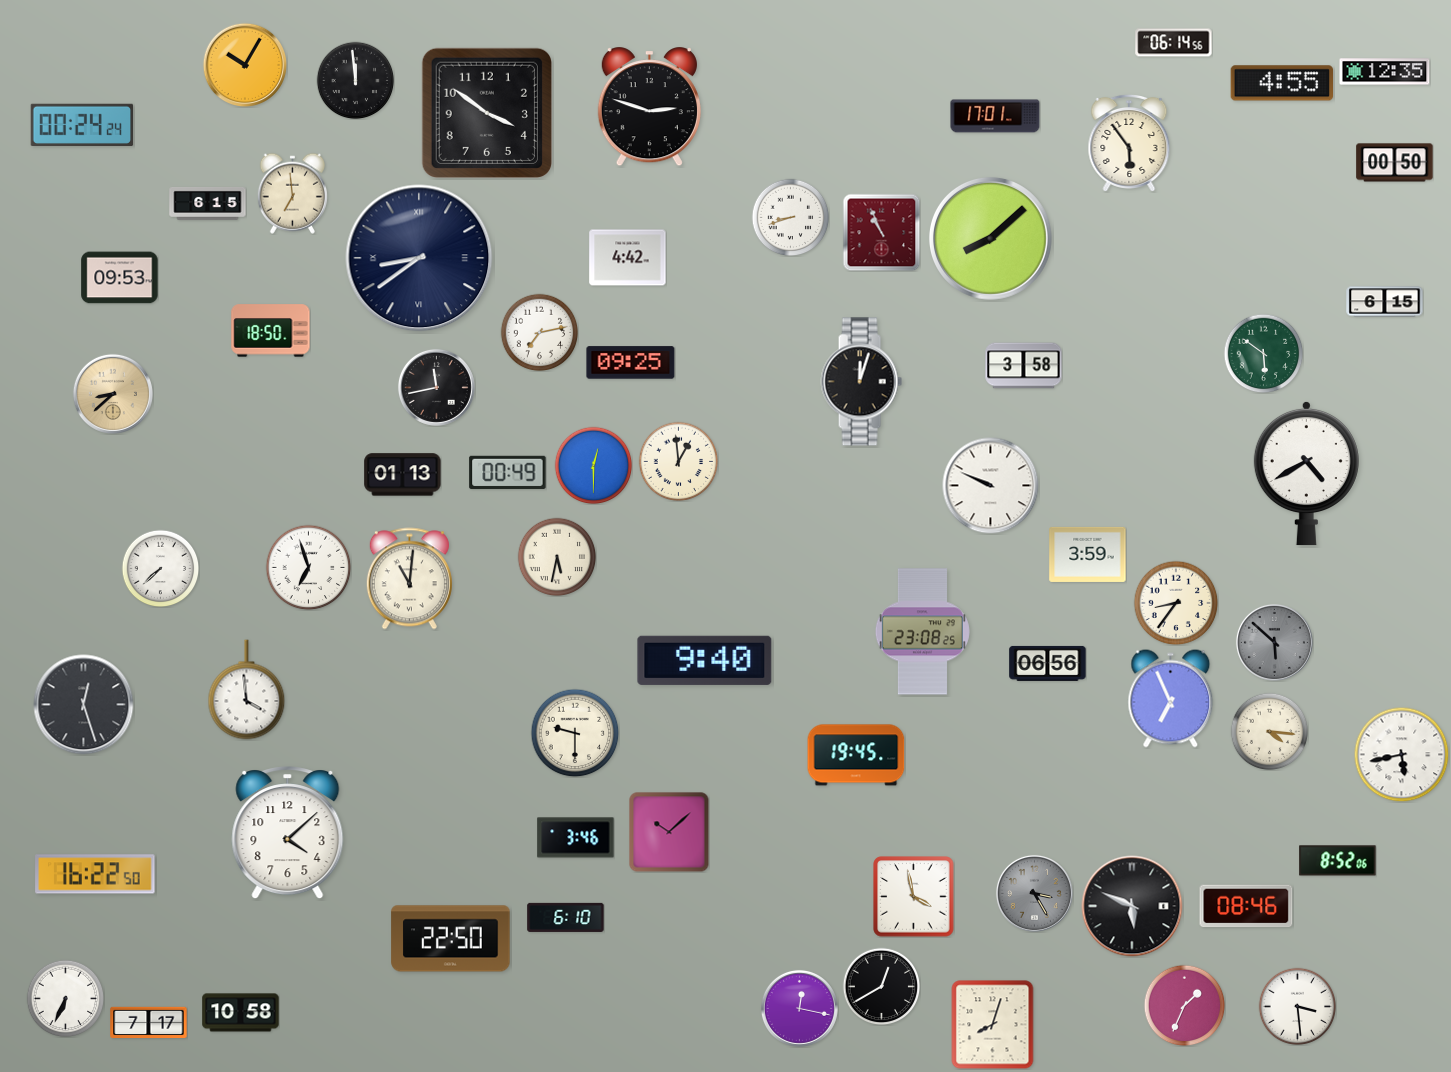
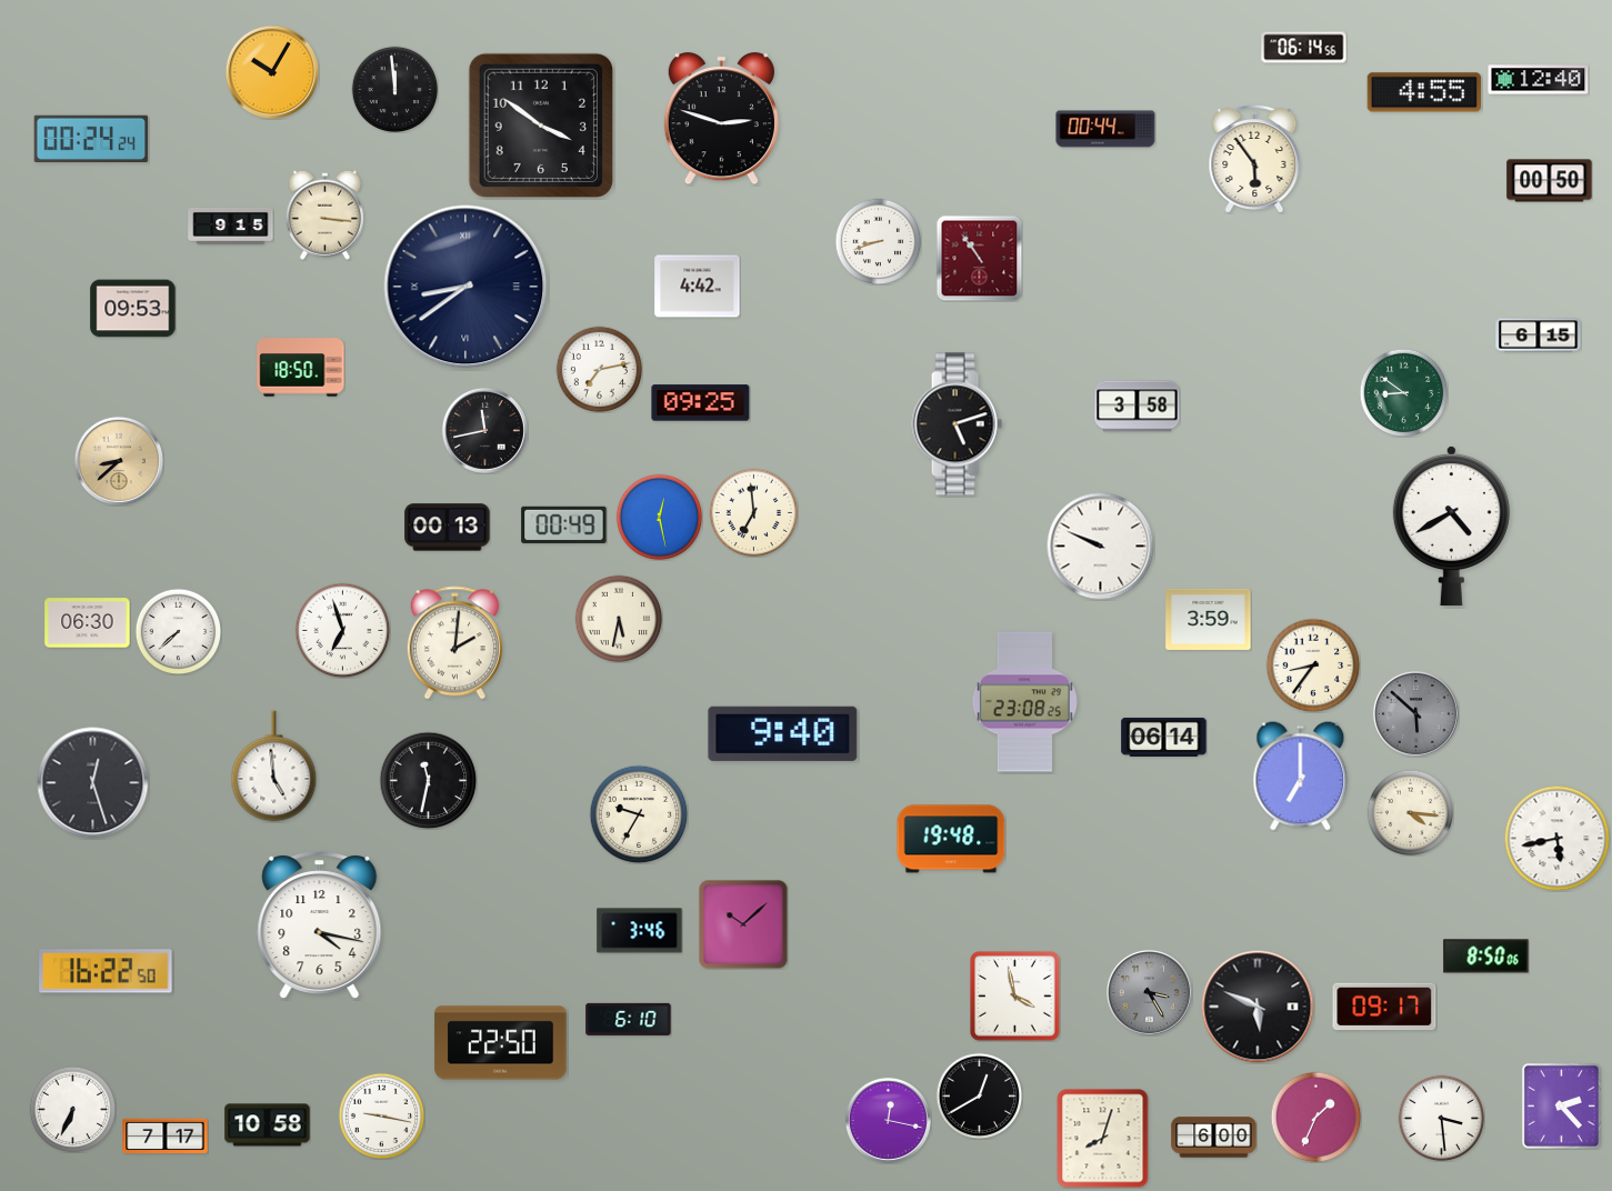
clock at (1385, 72): 12:35 -> 12:40
clock at (995, 116): 17:01 -> 00:44
clock at (292, 193): 6:59 -> 3:16
clock at (208, 203): 6:15 -> 9:15
clock at (881, 232): 10:56 -> 10:54
clock at (990, 238): 8:08 -> none
clock at (1263, 353): 5:51 -> 8:51
clock at (861, 382): 12:03 -> 5:12
clock at (113, 394) position: (113, 394) -> (119, 461)
clock at (678, 461): 12:59 -> 6:59
clock at (593, 465): 12:30 -> 12:28
clock at (403, 475): 01:13 -> 00:13
clock at (991, 486) position: (991, 486) -> (1101, 547)
clock at (1088, 554) position: (1088, 554) -> (1209, 619)
clock at (88, 623): none -> 06:30
clock at (409, 579): 11:01 -> 2:01
clock at (1176, 603) position: (1176, 603) -> (1313, 665)
clock at (1048, 663): 06:56 -> 06:14
clock at (247, 690): 3:59 -> 4:59
clock at (1171, 699): 6:56 -> 7:00
clock at (428, 780): none -> 11:32
clock at (575, 733): 9:30 -> 9:35
clock at (856, 755): 19:45 -> 19:48
clock at (288, 833): 4:08 -> 4:17
clock at (1338, 861): 8:52 -> 8:50
clock at (1246, 906): 08:46 -> 09:17
clock at (1561, 1105): none -> 2:23
clock at (381, 1115): none -> 9:17
clock at (1214, 1138): none -> 6:00
